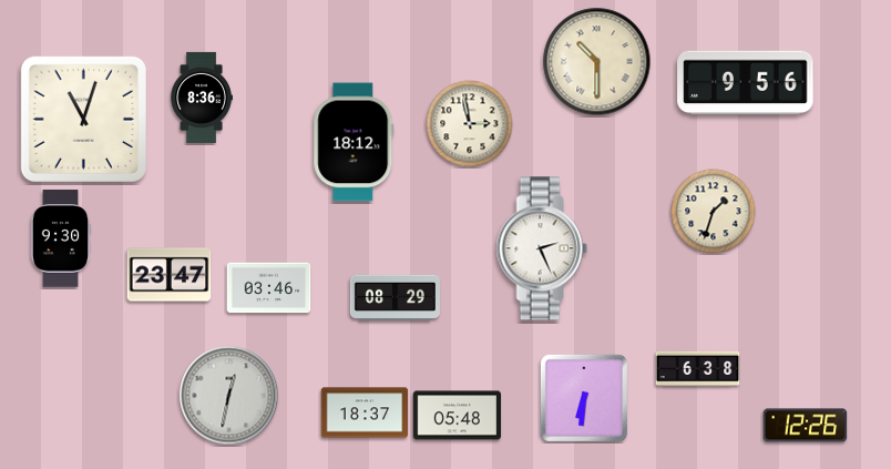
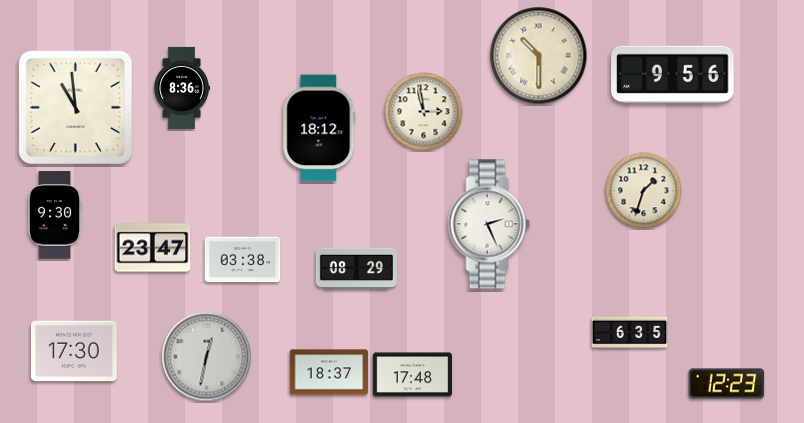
clock at (83, 119): 11:03 -> 10:59
clock at (269, 288): 03:46 -> 03:38
clock at (698, 369): 6:38 -> 6:35
clock at (74, 351): none -> 17:30
clock at (584, 398): 6:31 -> none
clock at (458, 416): 05:48 -> 17:48
clock at (806, 426): 12:26 -> 12:23
